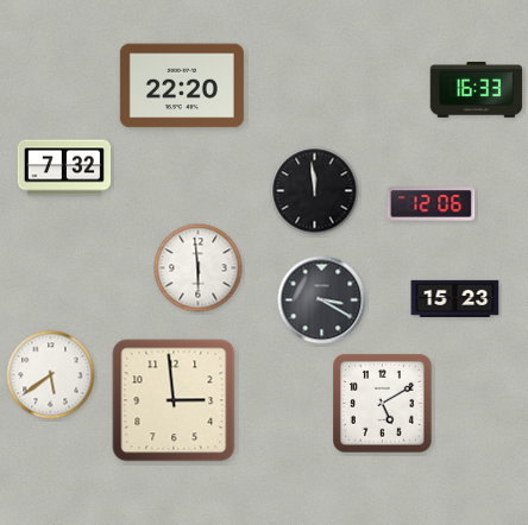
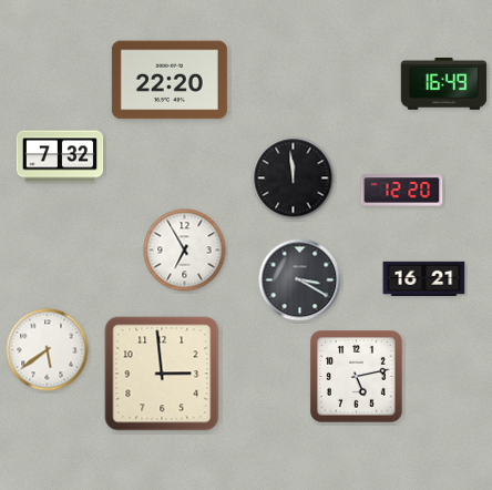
clock at (477, 90): 16:33 -> 16:49
clock at (432, 204): 12:06 -> 12:20
clock at (199, 268): 5:59 -> 6:55
clock at (455, 298): 15:23 -> 16:21
clock at (383, 404): 5:10 -> 5:13
